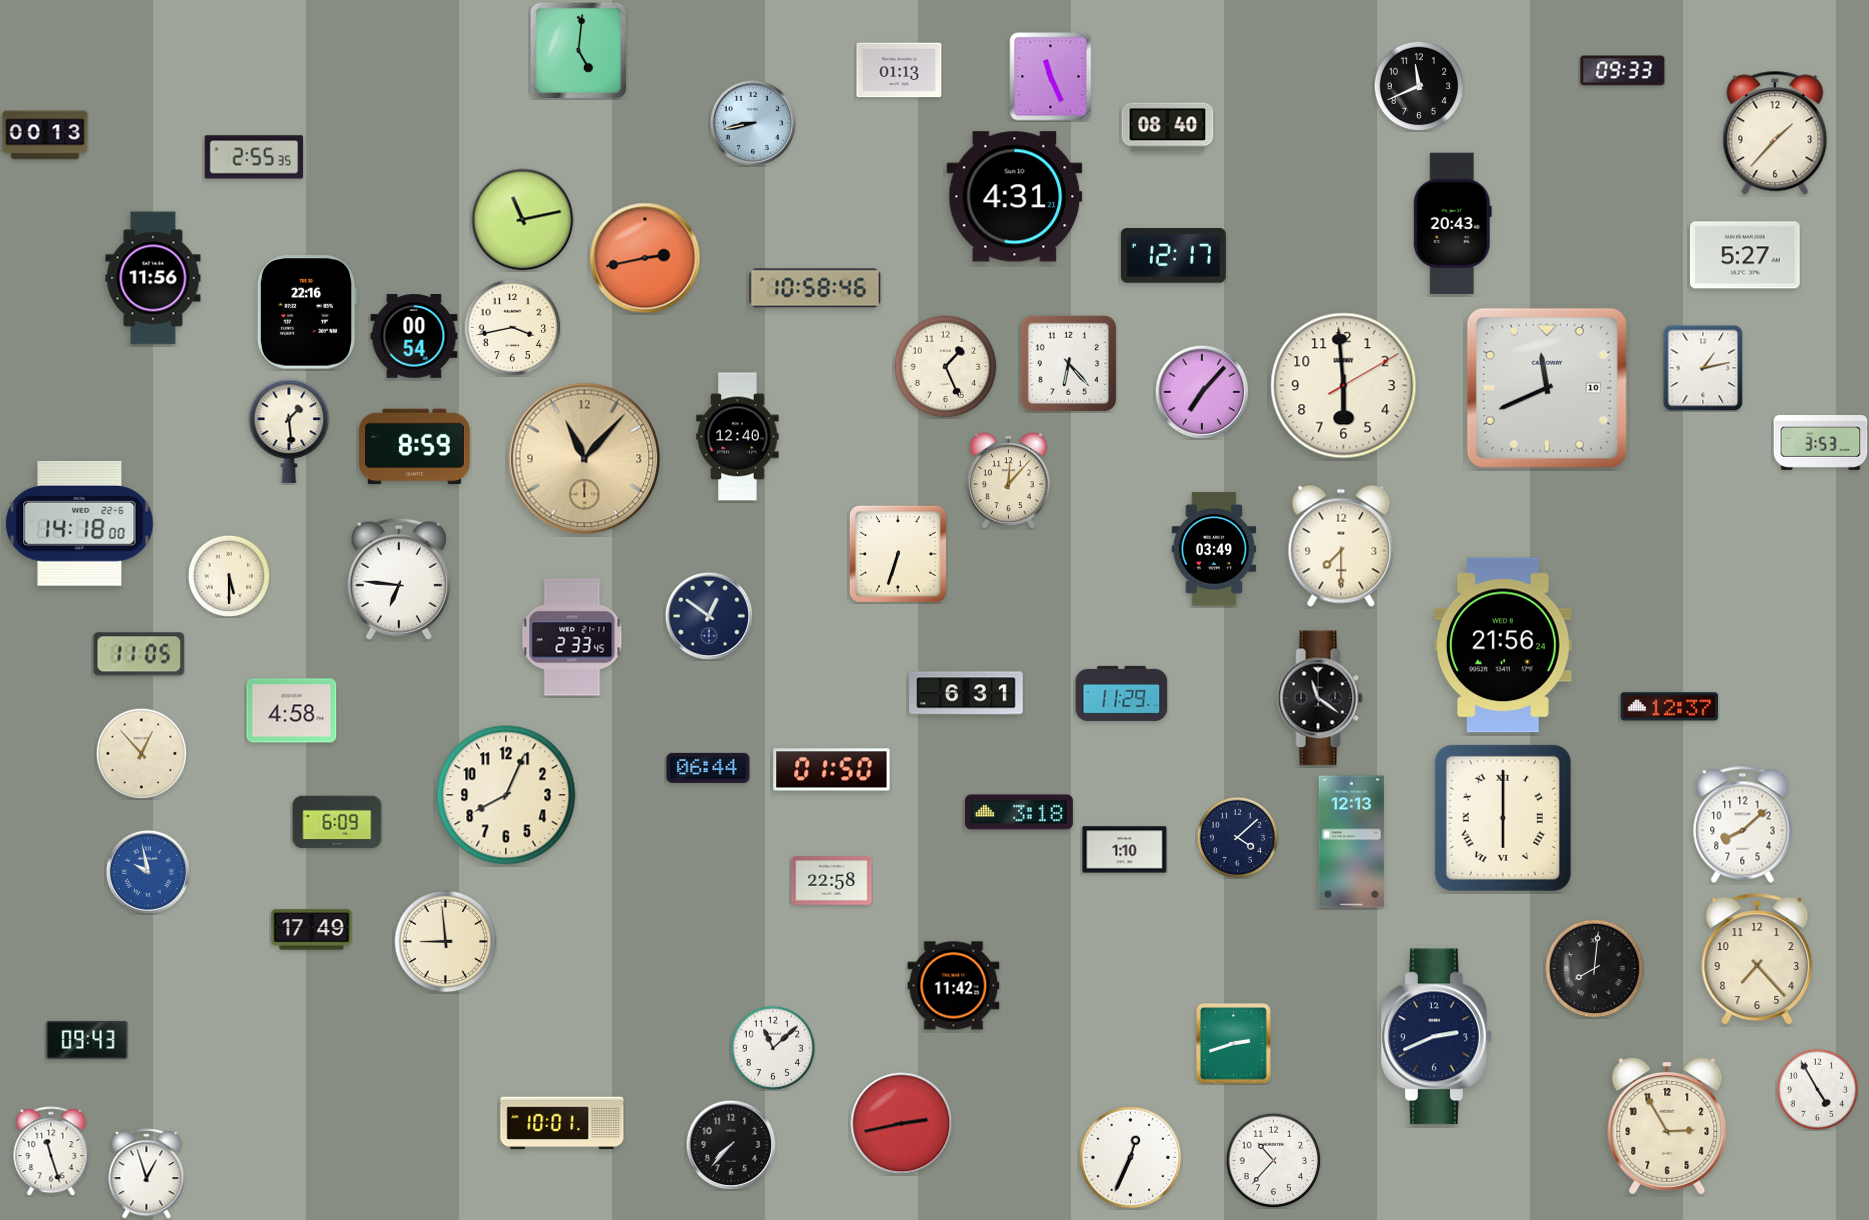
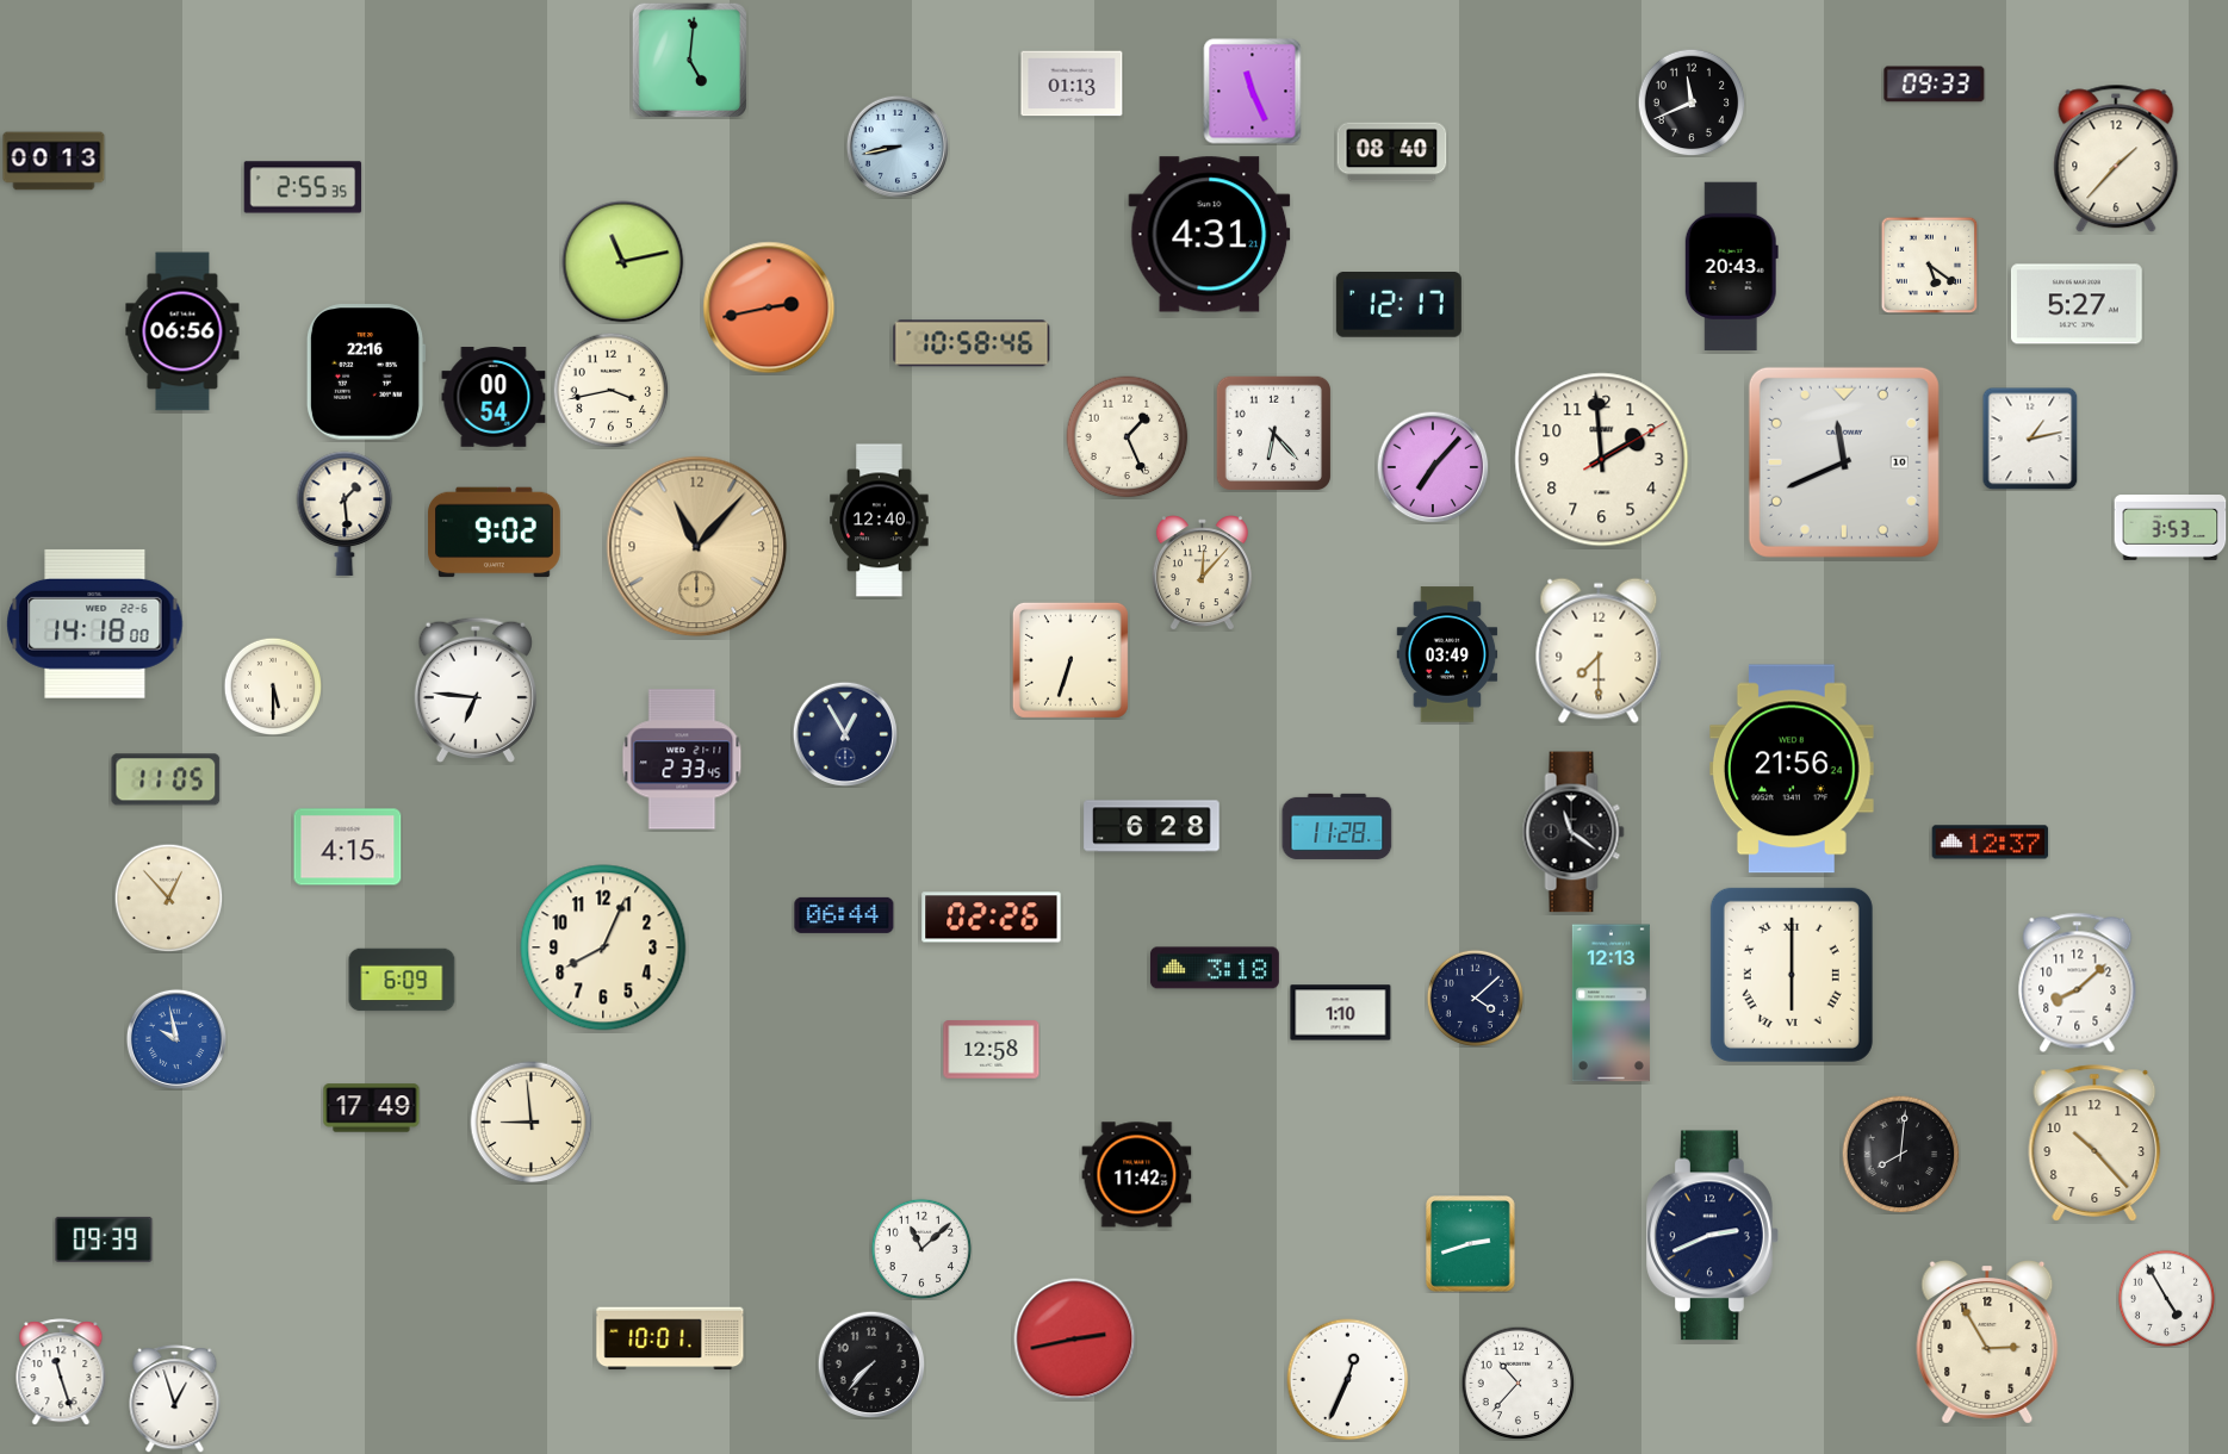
clock at (1929, 265): none -> 5:21
clock at (1745, 255) position: (1745, 255) -> (2077, 304)
clock at (153, 278): 11:56 -> 06:56
clock at (414, 336) position: (414, 336) -> (494, 397)
clock at (1344, 386): 5:59 -> 1:59
clock at (415, 447): 8:59 -> 9:02
clock at (709, 616): 12:51 -> 12:55
clock at (966, 693): 6:31 -> 6:28
clock at (1122, 693): 11:29 -> 11:28
clock at (292, 711): 4:58 -> 4:15
clock at (832, 770): 01:50 -> 02:26
clock at (832, 881): 22:58 -> 12:58
clock at (1757, 959): 7:23 -> 10:23
clock at (87, 1040): 09:43 -> 09:39
